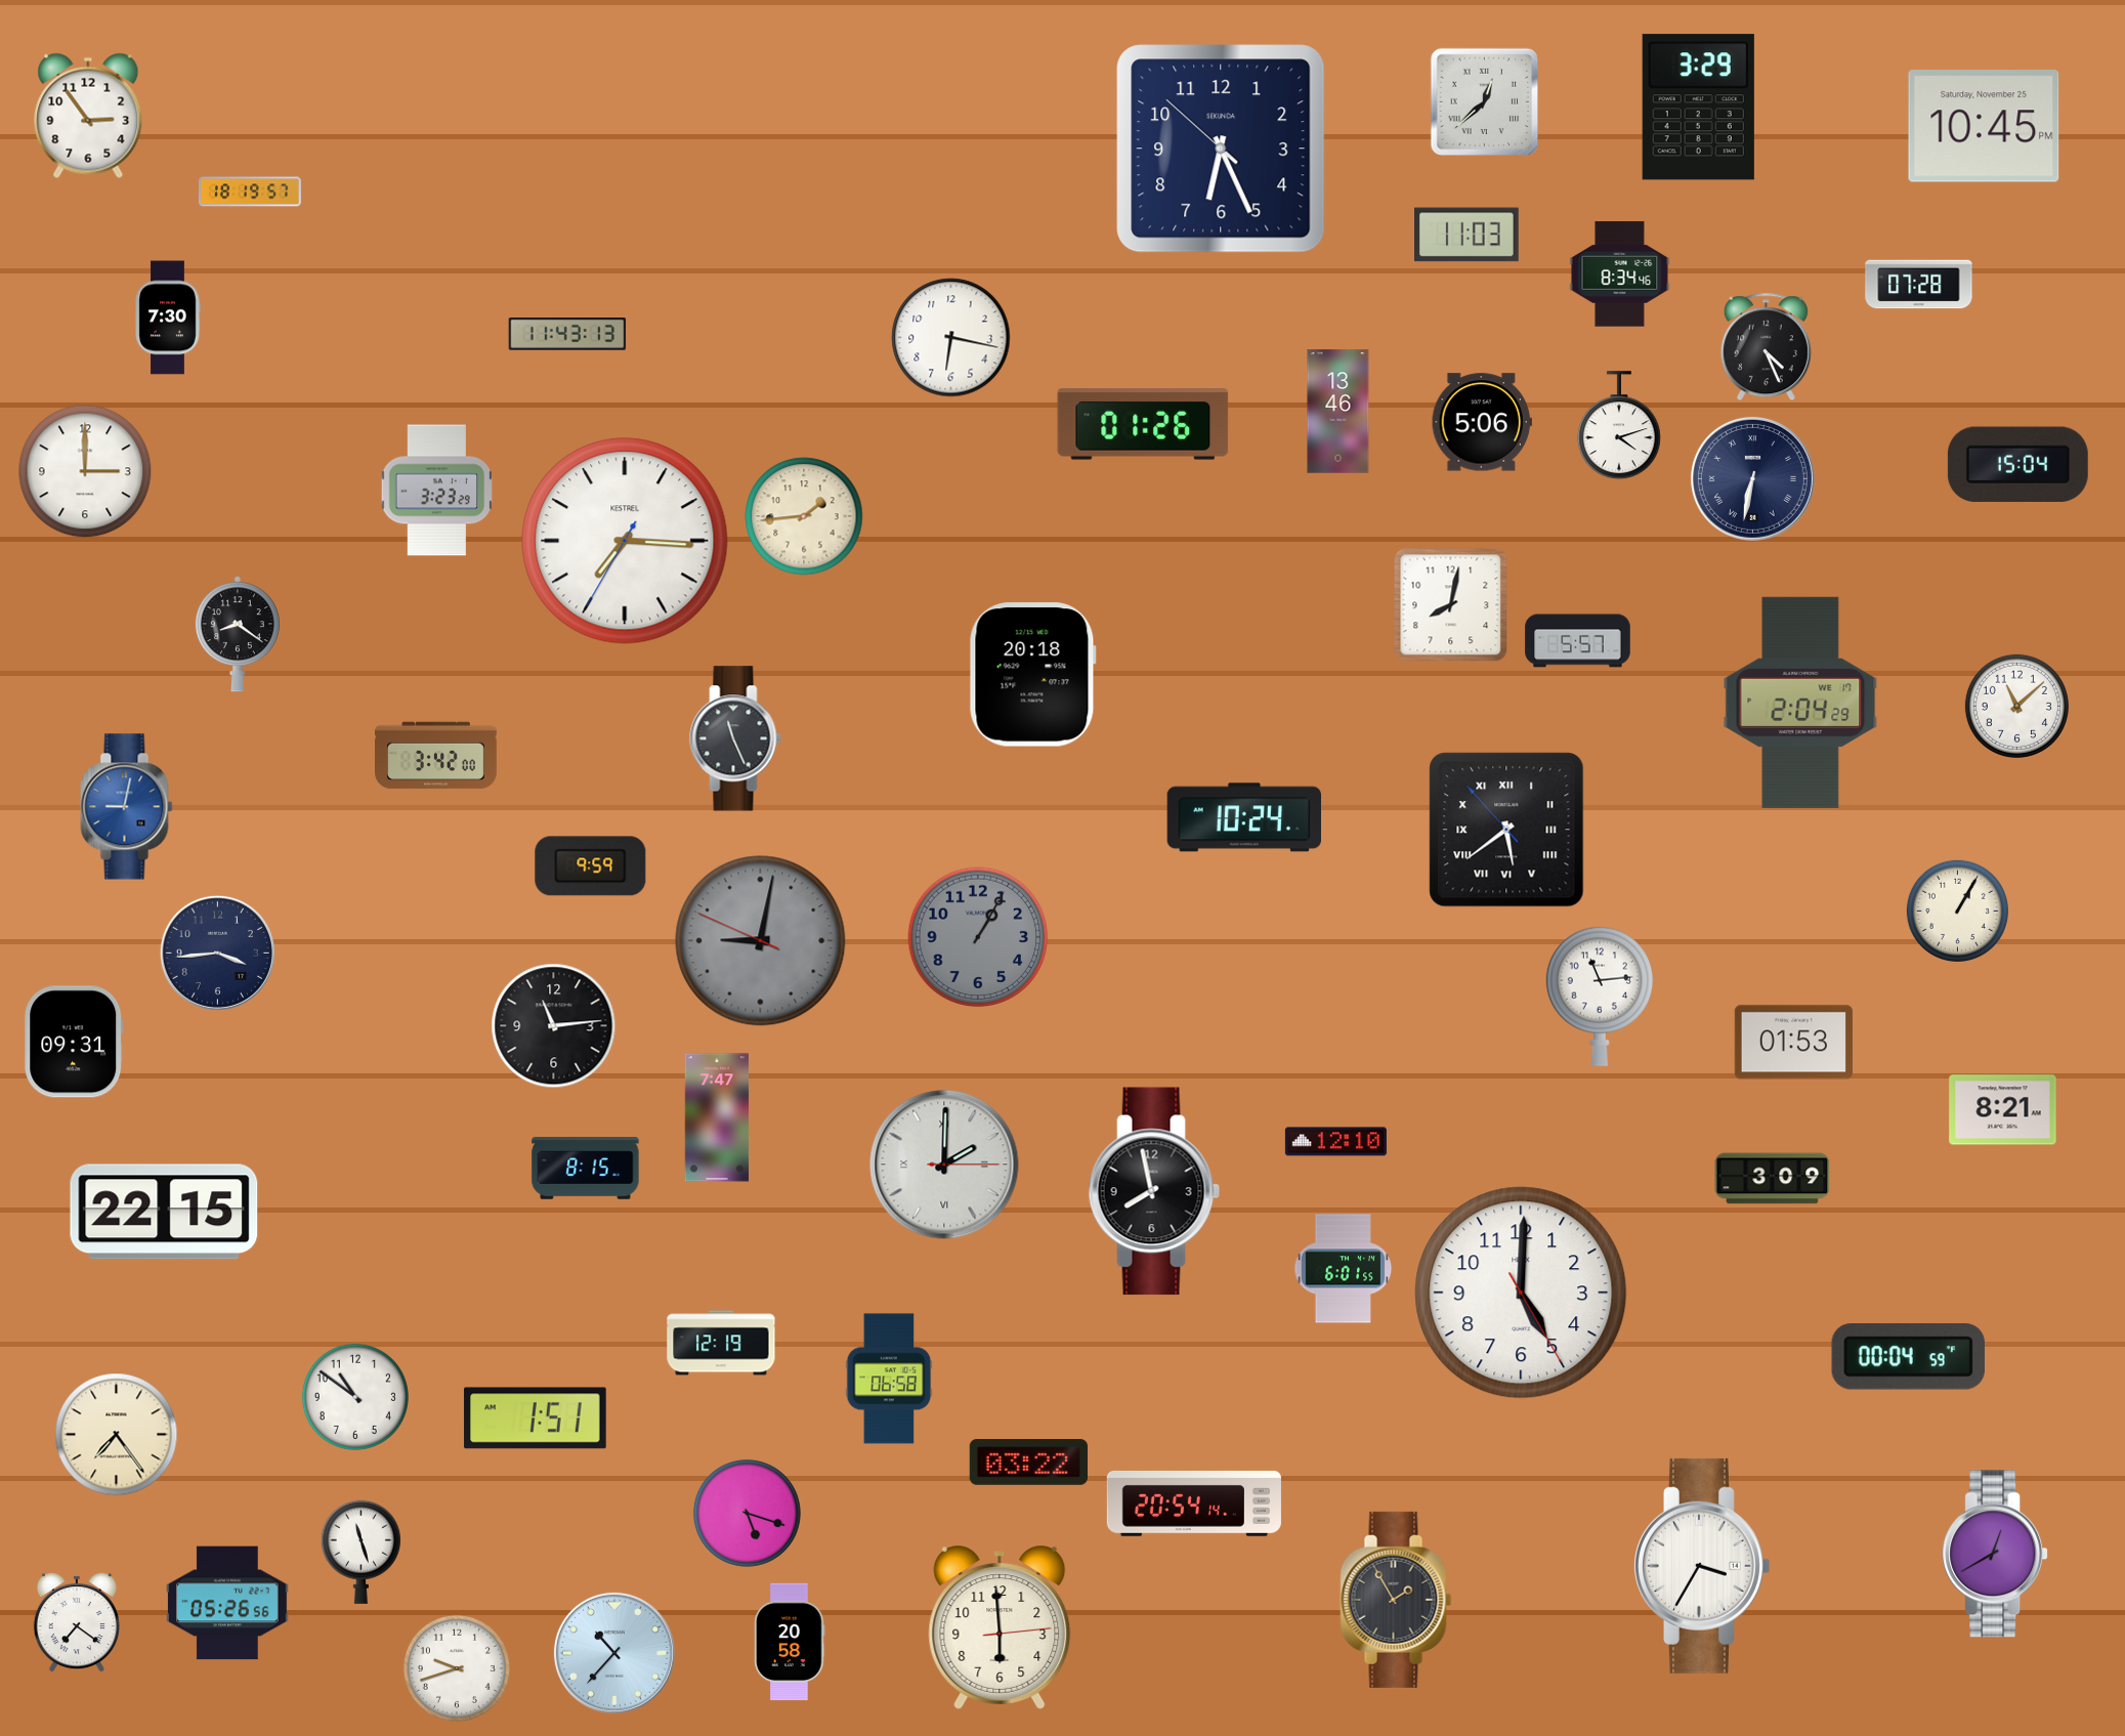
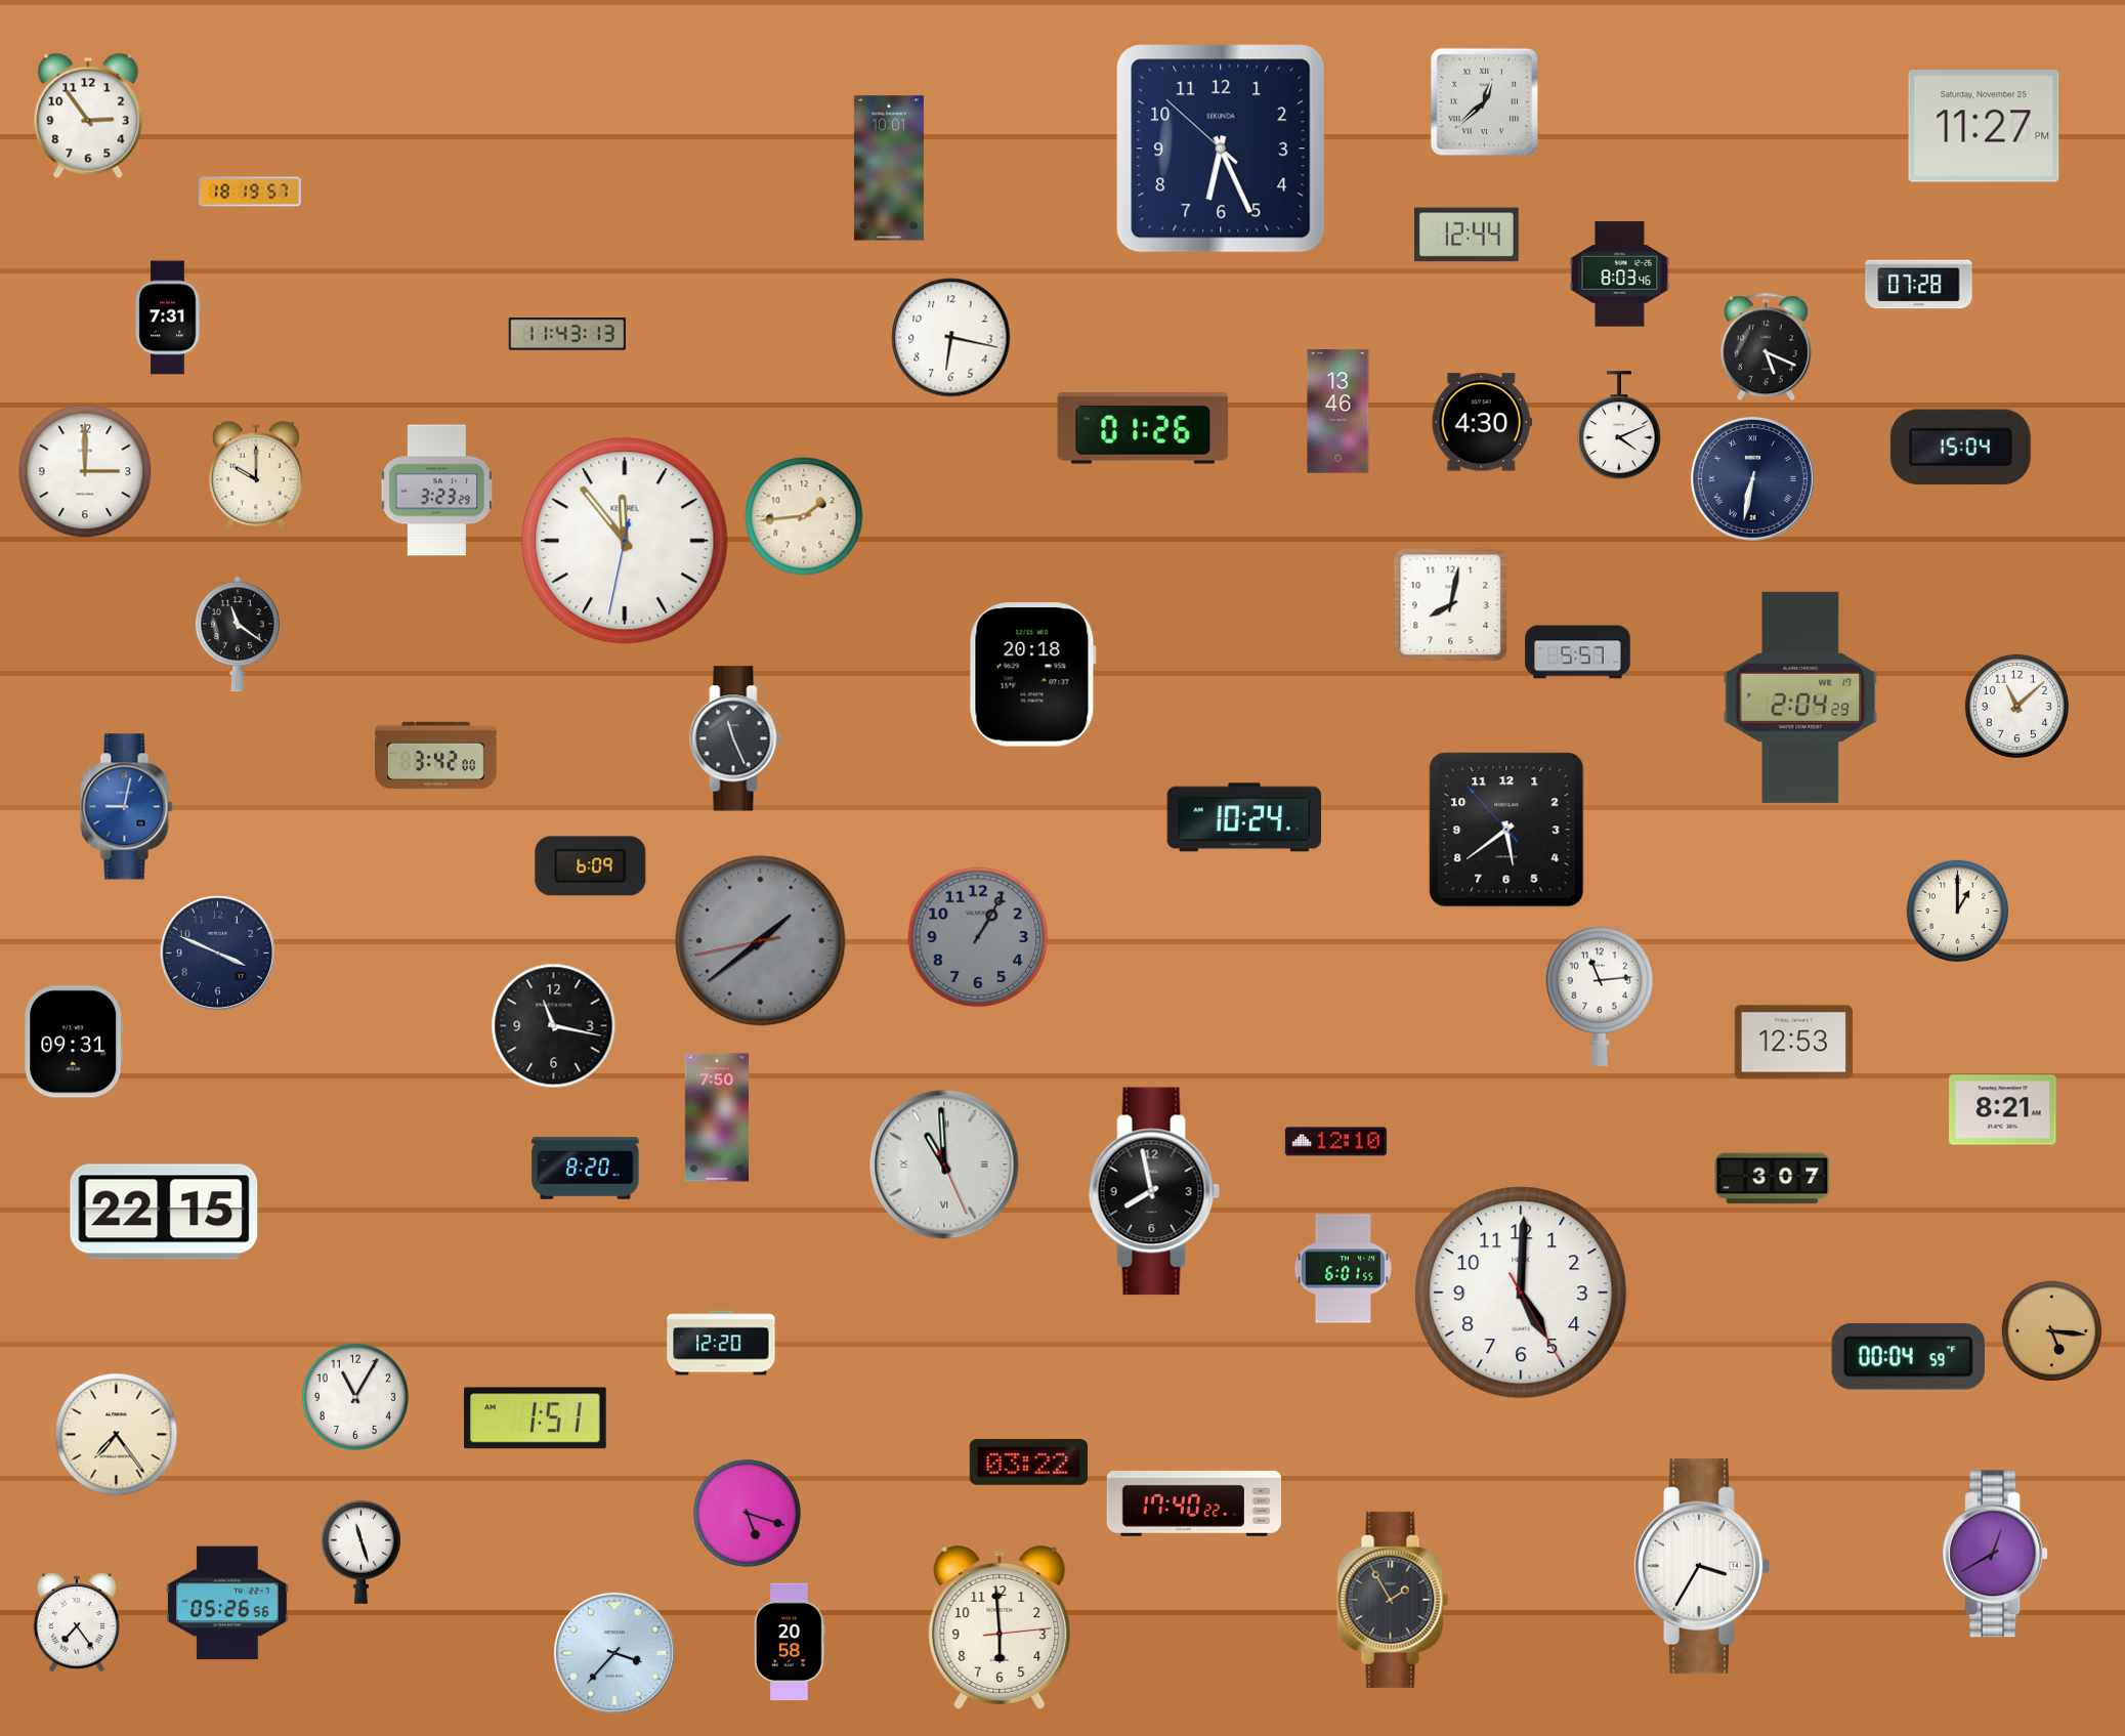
clock at (1698, 108): 3:29 -> none
clock at (1984, 126): 10:45 -> 11:27
clock at (889, 168): none -> 10:01
clock at (1468, 235): 11:03 -> 12:44
clock at (1620, 274): 8:34 -> 8:03
clock at (168, 317): 7:30 -> 7:31
clock at (1766, 347): 4:26 -> 5:19
clock at (1482, 422): 5:06 -> 4:30
clock at (1143, 424) position: (1143, 424) -> (1143, 428)
clock at (1619, 426): 4:12 -> 4:11
clock at (2017, 465) position: (2017, 465) -> (1960, 448)
clock at (256, 475): none -> 10:00
clock at (625, 541): 7:15 -> 11:53
clock at (238, 634): 8:21 -> 11:21
clock at (1578, 641) position: (1578, 641) -> (1578, 652)
clock at (1800, 703) position: (1800, 703) -> (1800, 697)
clock at (1506, 830) numerals: Roman -> Arabic
clock at (591, 866): 9:59 -> 6:09
clock at (1957, 911): 1:05 -> 1:00
clock at (761, 941): 9:01 -> 1:38
clock at (217, 952): 3:44 -> 3:49
clock at (554, 1026): 11:14 -> 11:17
clock at (1793, 1043): 01:53 -> 12:53
clock at (717, 1117): 7:47 -> 7:50
clock at (944, 1165): 2:00 -> 10:59
clock at (586, 1169): 8:15 -> 8:20
clock at (1773, 1179): 3:09 -> 3:07
clock at (2052, 1331): none -> 5:16
clock at (721, 1343): 12:19 -> 12:20
clock at (889, 1379): 06:58 -> none
clock at (355, 1397): 10:51 -> 11:05
clock at (1194, 1504): 20:54 -> 17:40
clock at (1396, 1600) position: (1396, 1600) -> (1393, 1600)
clock at (77, 1623): 7:21 -> 7:24
clock at (614, 1653): 10:37 -> 3:37
clock at (457, 1668): 9:42 -> none
